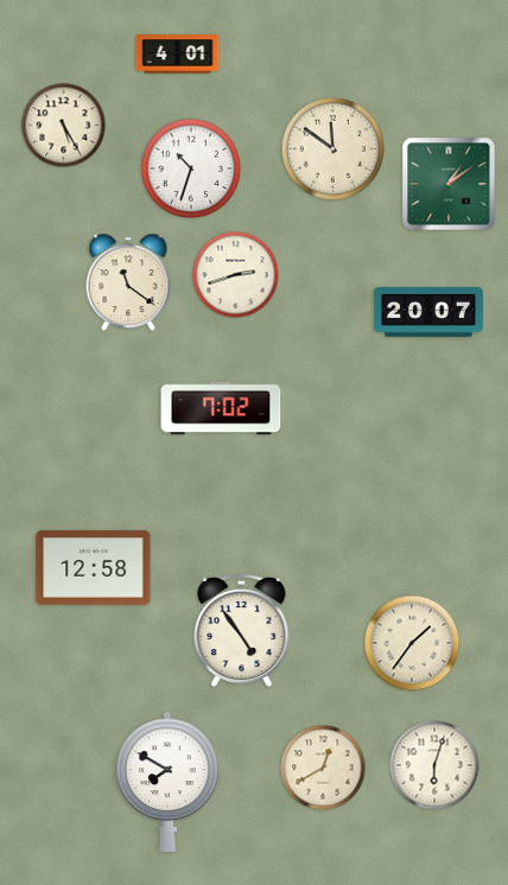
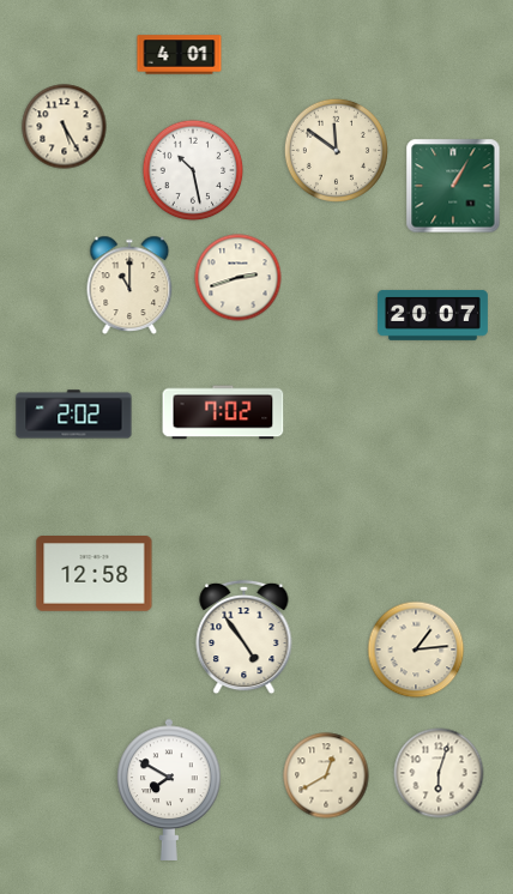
clock at (191, 168): 10:33 -> 10:28
clock at (449, 184): 1:09 -> 1:05
clock at (128, 281): 11:21 -> 11:00
clock at (74, 415): none -> 2:02
clock at (412, 643): 1:36 -> 1:14
